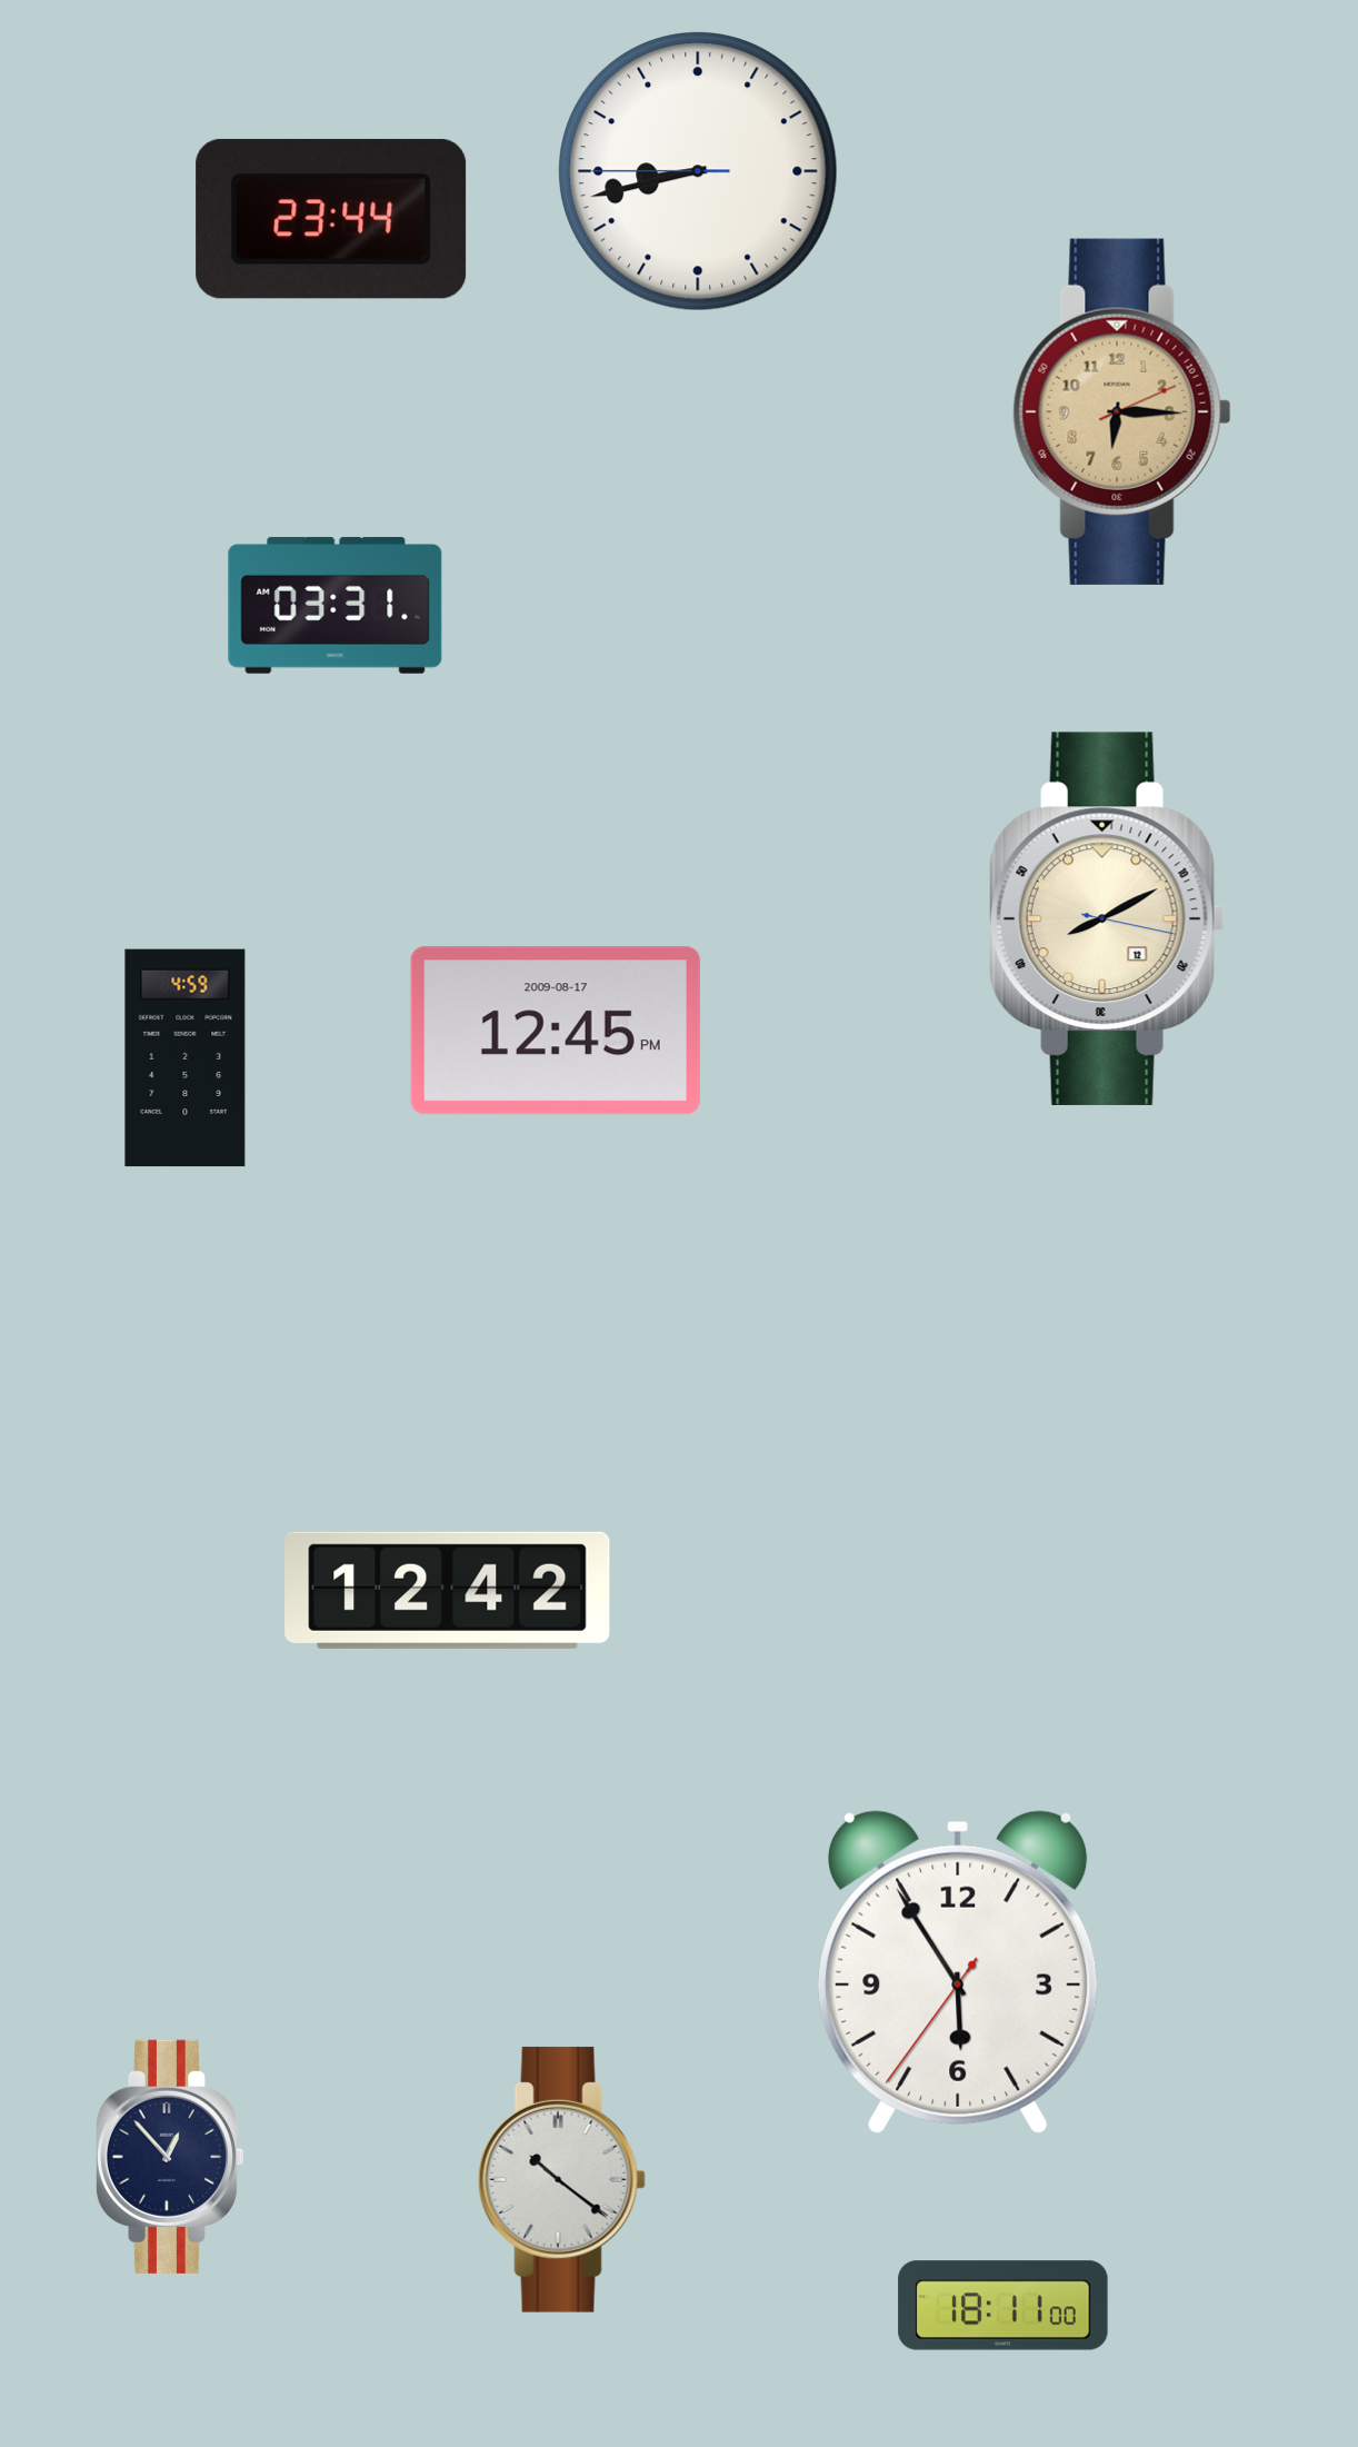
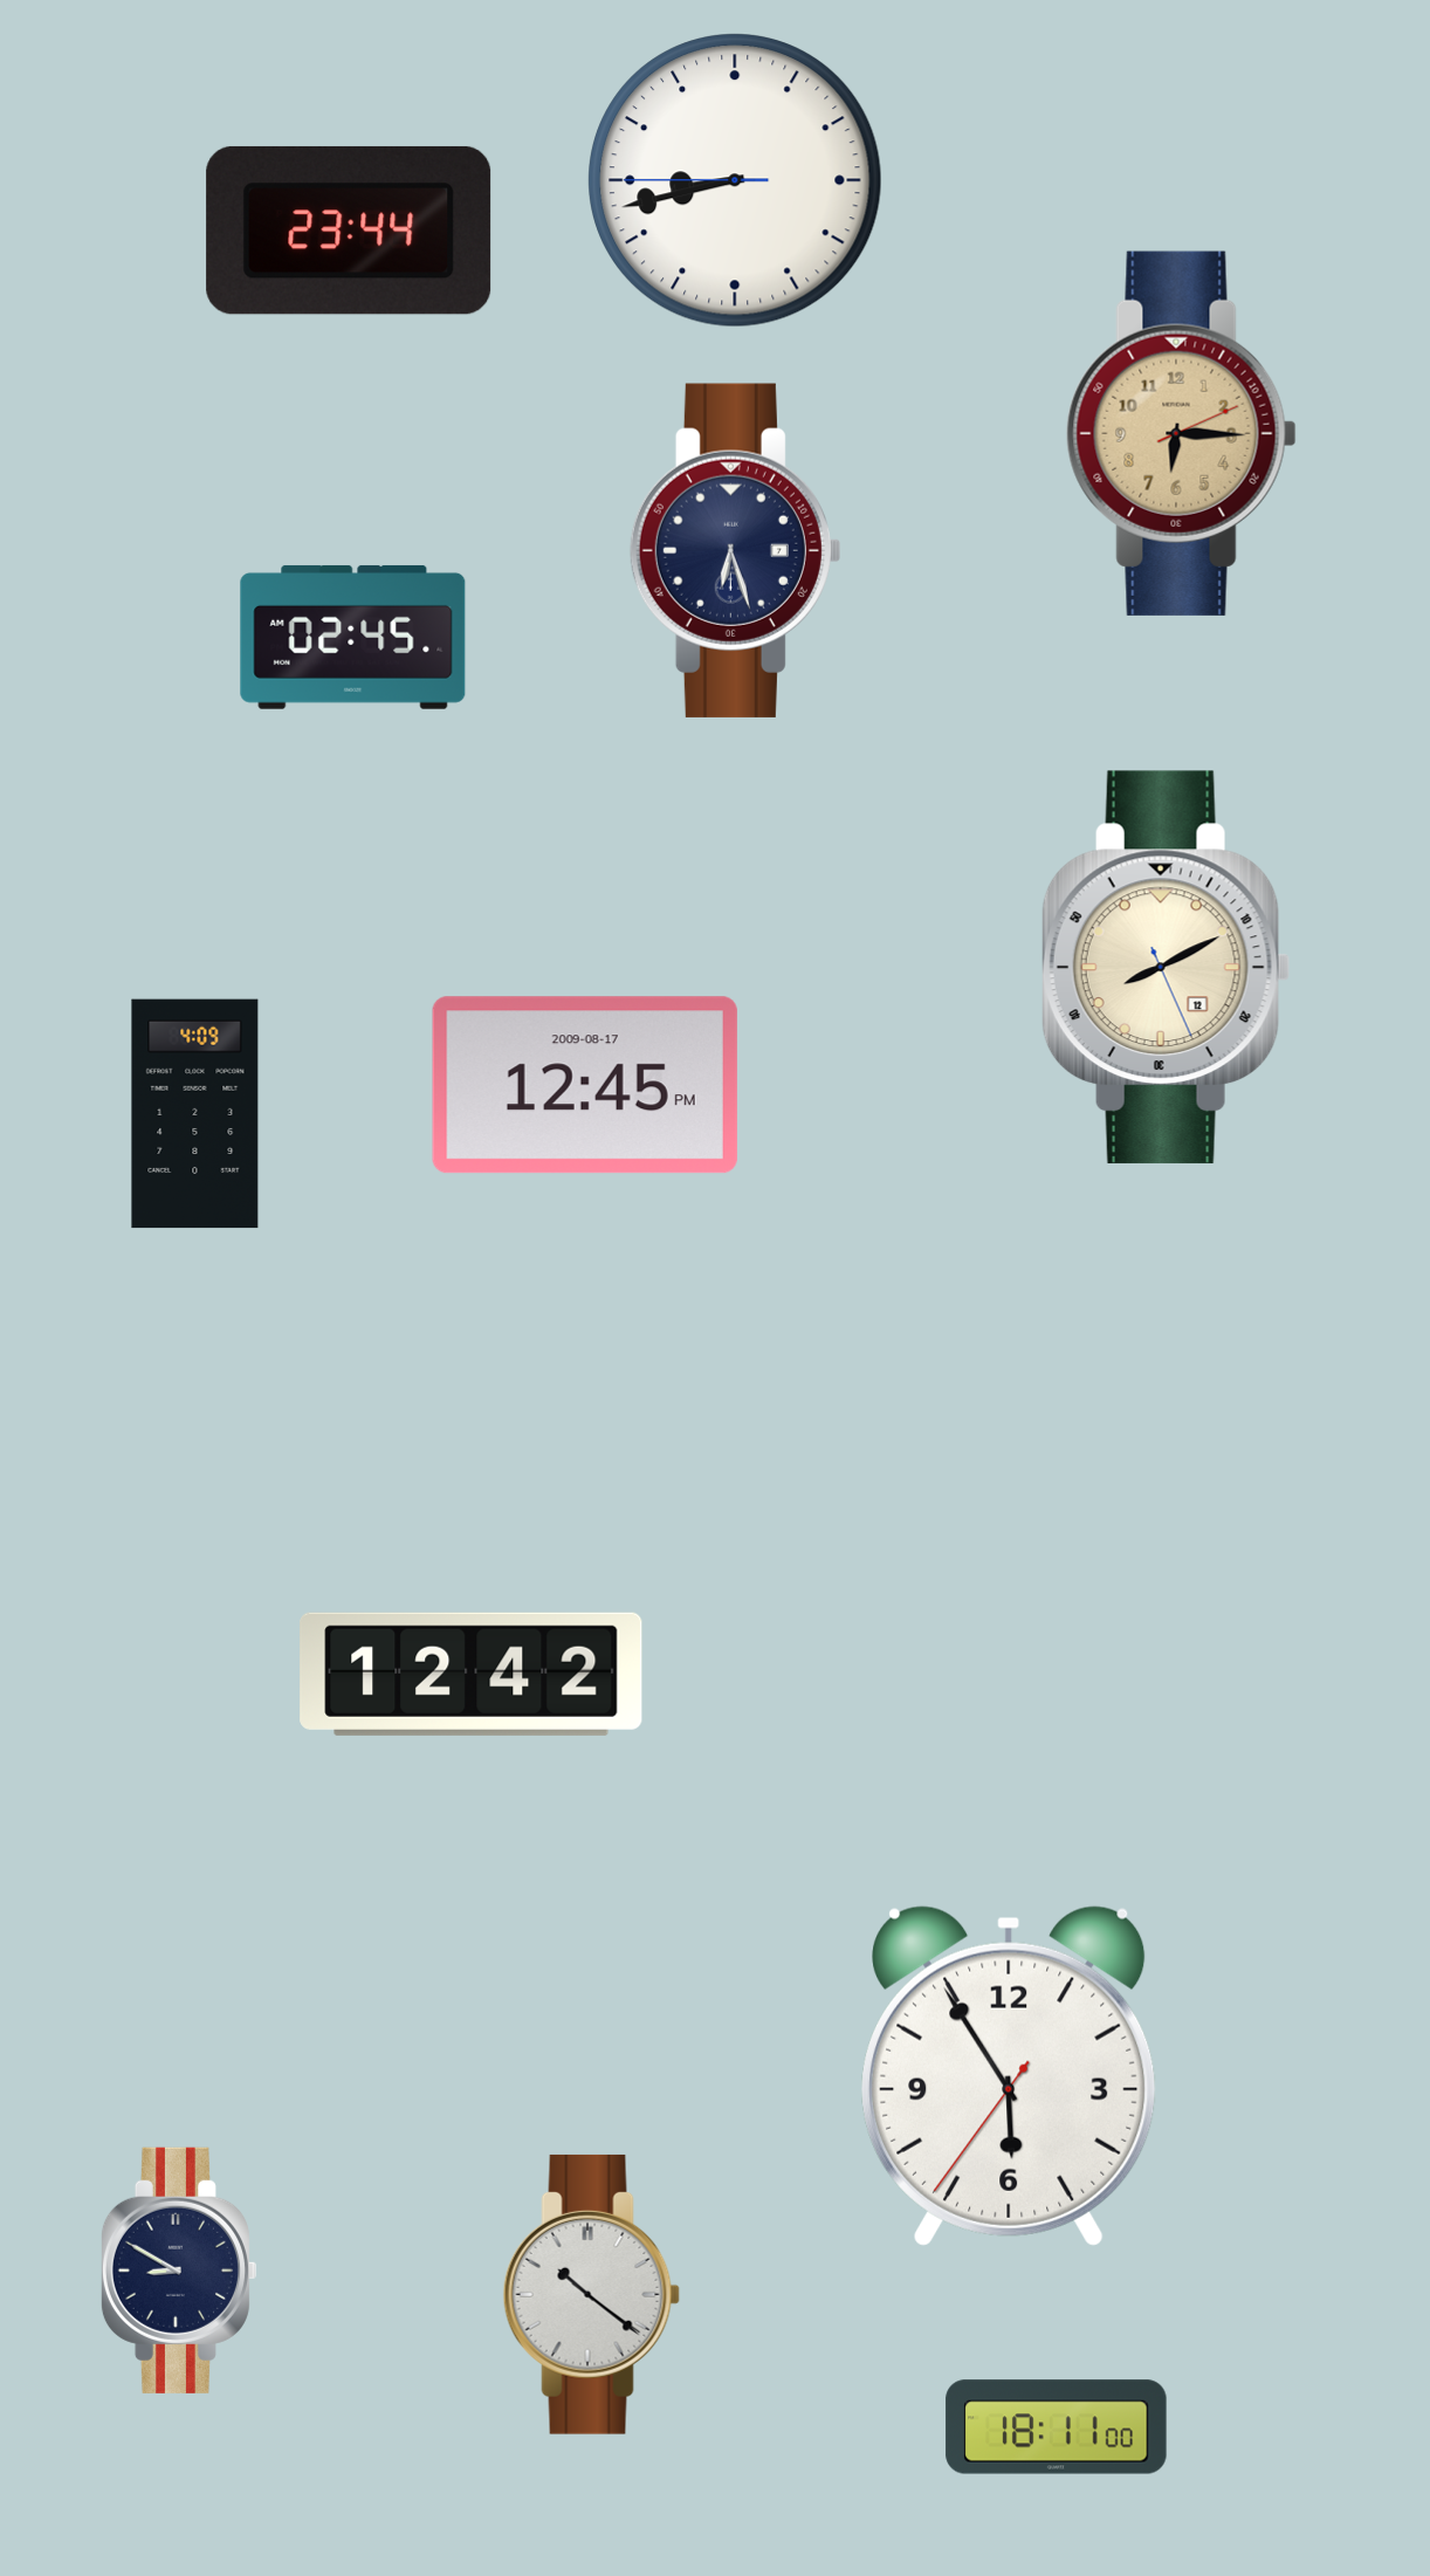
clock at (735, 550): none -> 6:27
clock at (336, 605): 03:31 -> 02:45
clock at (1107, 918): 8:10:17 -> 8:10:26
clock at (186, 1058): 4:59 -> 4:09
clock at (169, 2157): 12:53 -> 8:50
